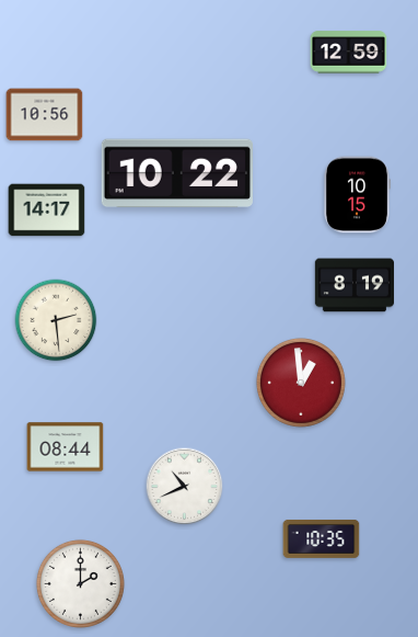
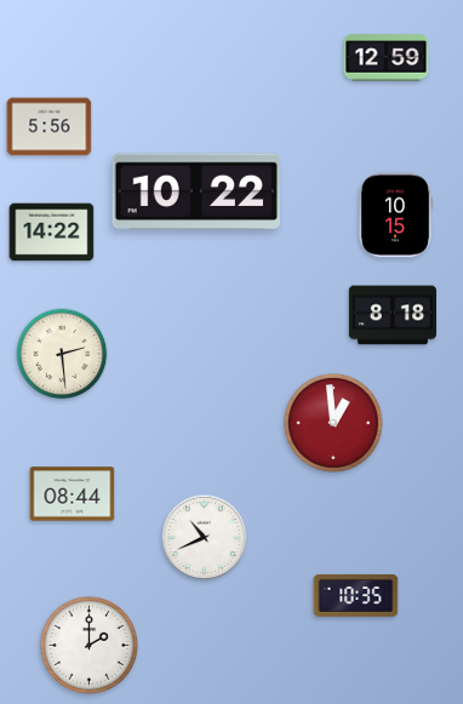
clock at (45, 115): 10:56 -> 5:56
clock at (47, 211): 14:17 -> 14:22
clock at (353, 285): 8:19 -> 8:18
